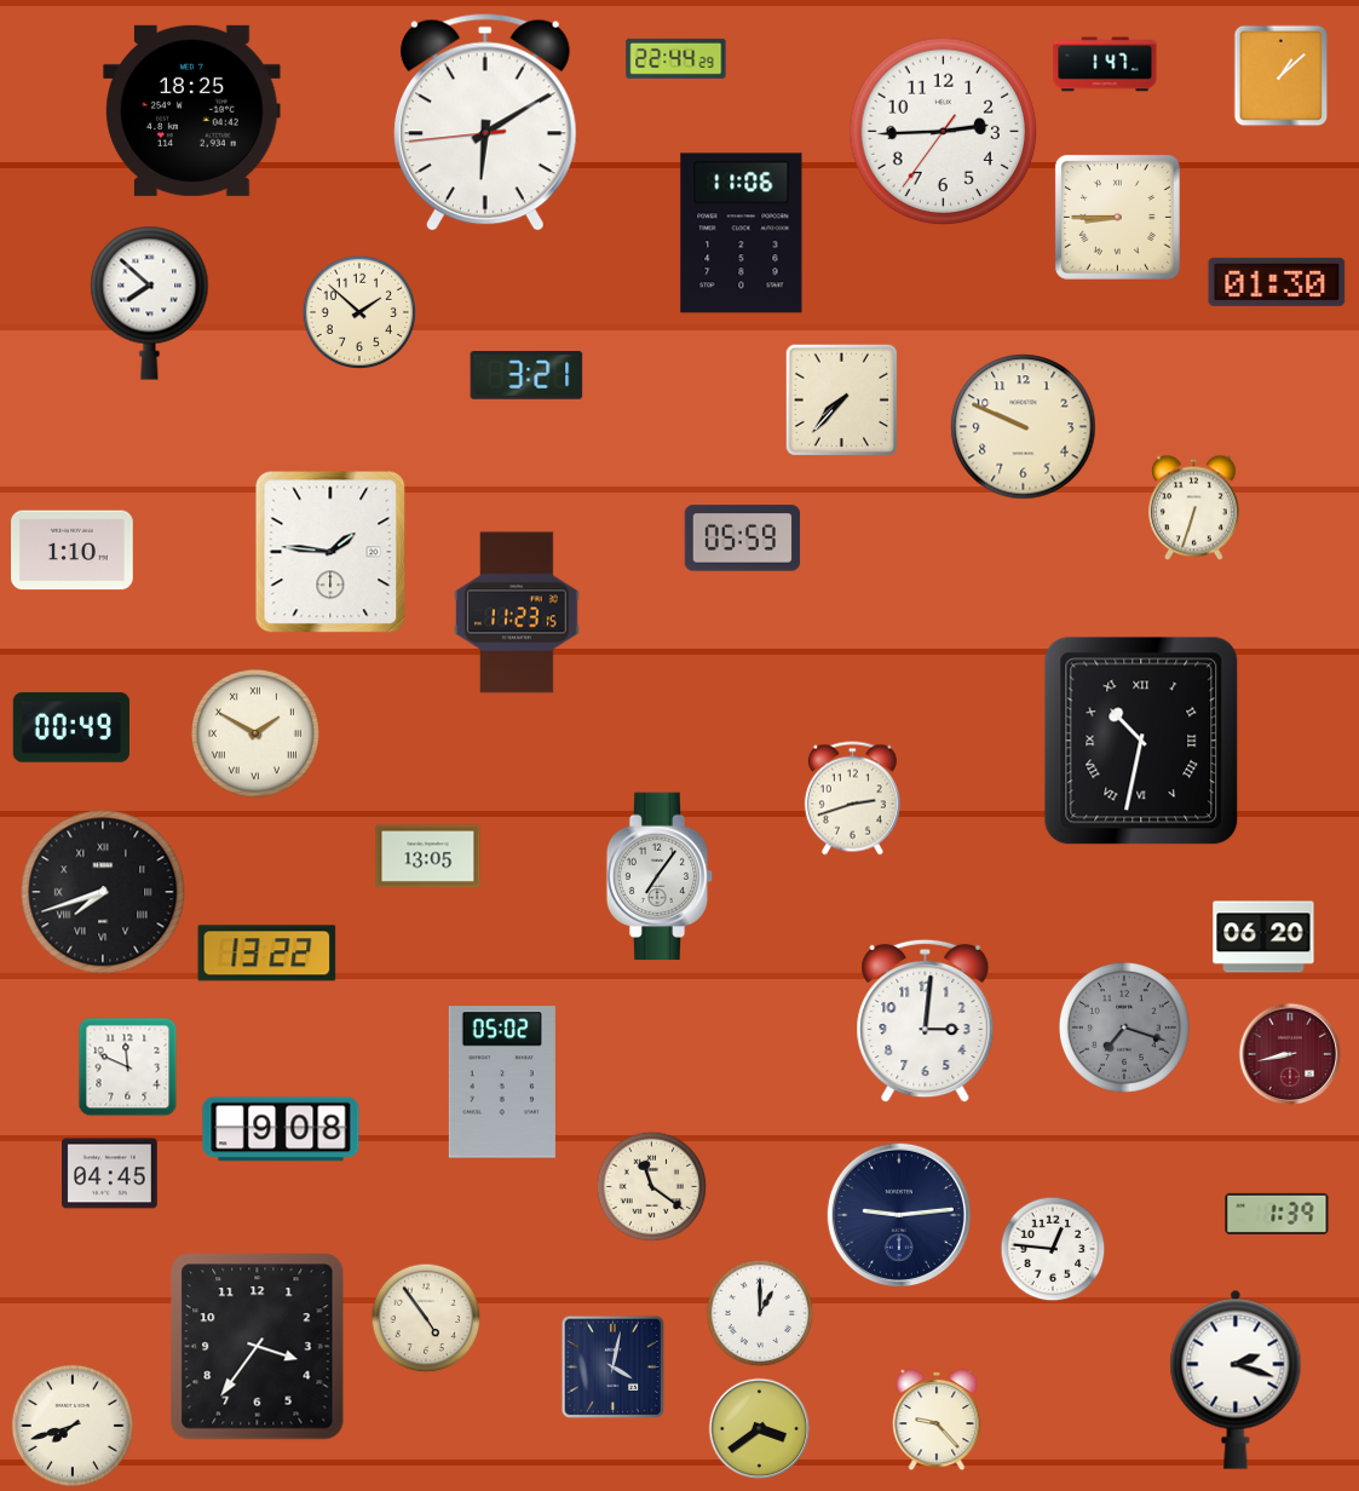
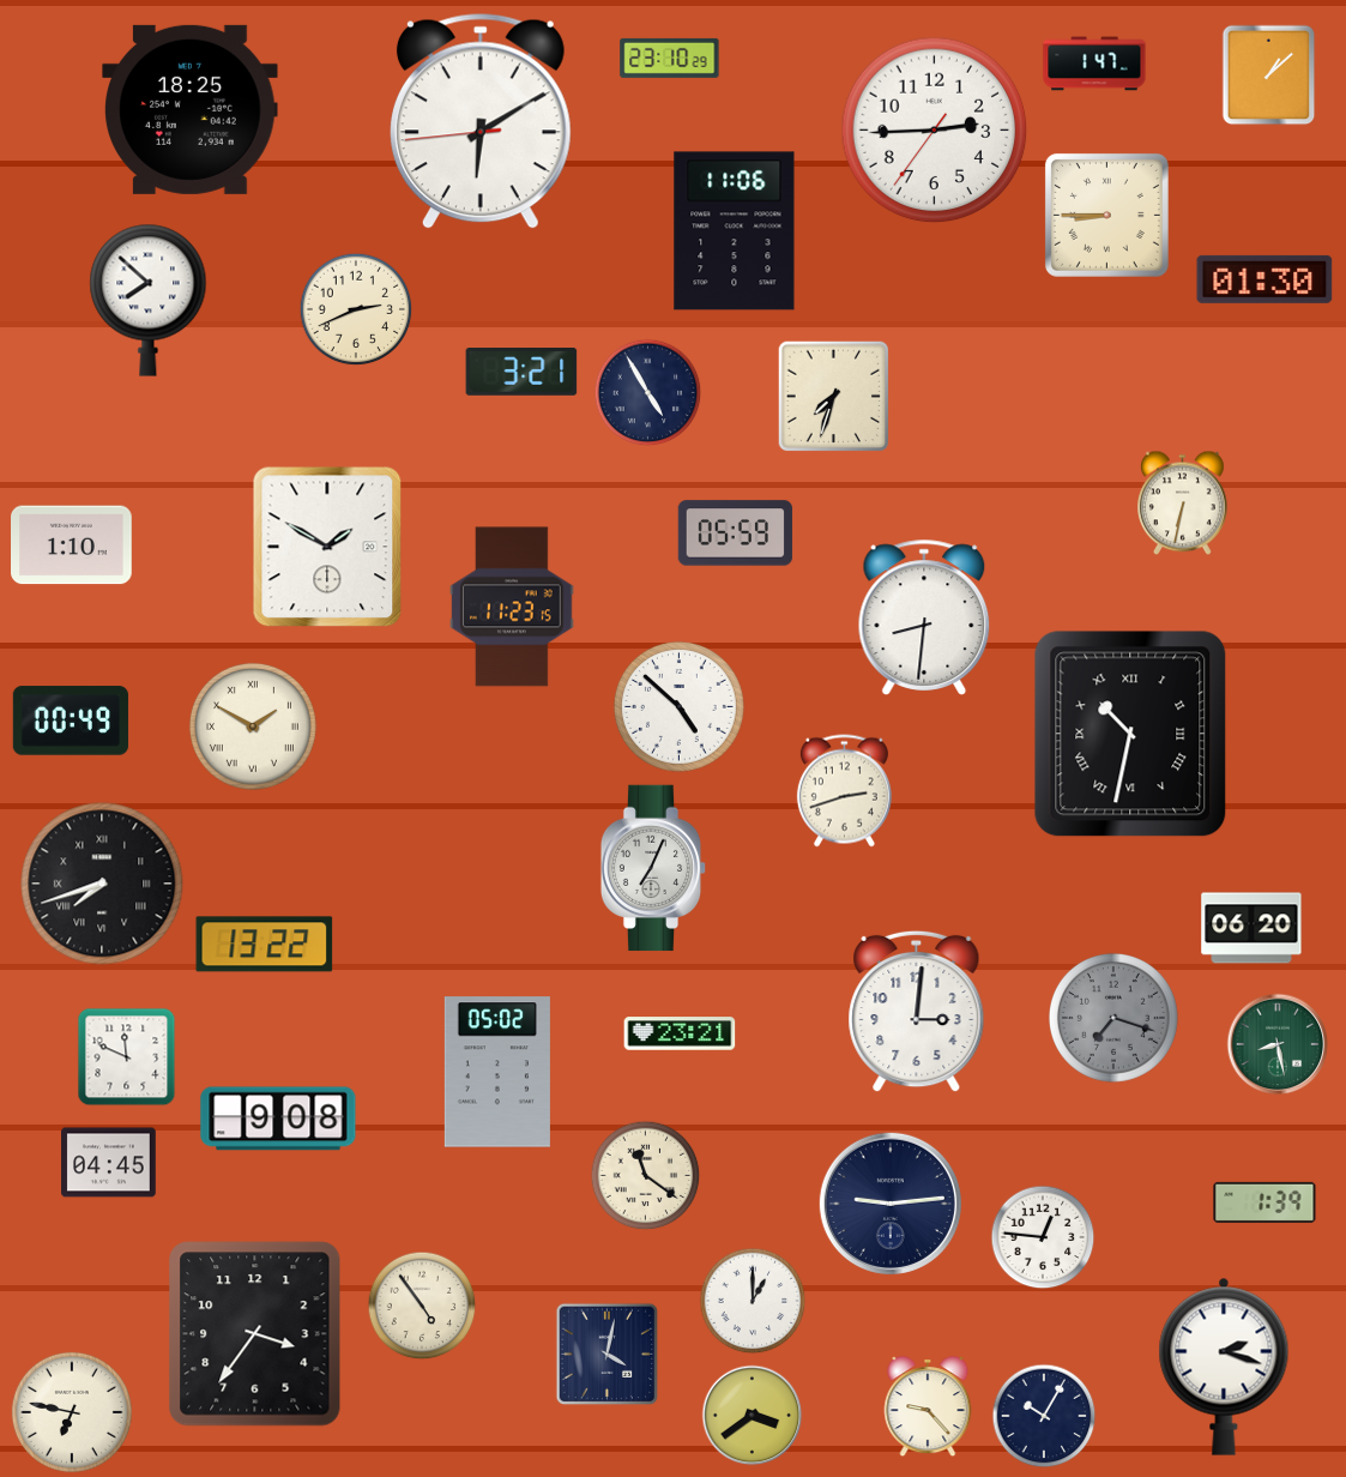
clock at (676, 58): 22:44 -> 23:10
clock at (359, 312): 1:52 -> 2:41
clock at (648, 393): none -> 4:55
clock at (842, 401): 7:37 -> 7:33
clock at (1024, 427): 9:49 -> none
clock at (1193, 508): 6:33 -> 6:32
clock at (330, 552): 1:46 -> 1:50
clock at (924, 617): none -> 8:31
clock at (678, 706): none -> 4:52
clock at (428, 857): 13:05 -> none
clock at (660, 876): 7:06 -> 7:04
clock at (680, 1033): none -> 23:21
clock at (1290, 1054): 8:43 -> 8:28
clock at (1290, 1054) dial: burgundy -> green
clock at (73, 1426): 7:42 -> 6:47
clock at (1044, 1416): none -> 10:05
